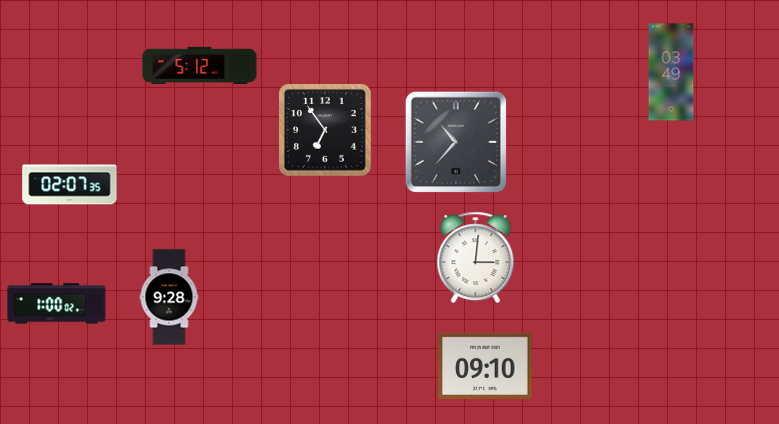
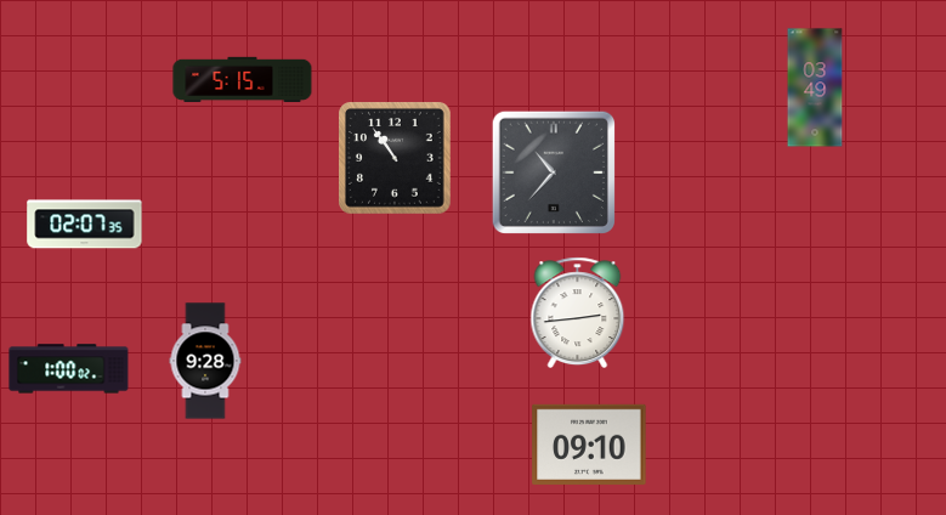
clock at (200, 65): 5:12 -> 5:15
clock at (326, 131): 6:54 -> 10:54
clock at (476, 257): 3:01 -> 2:44
